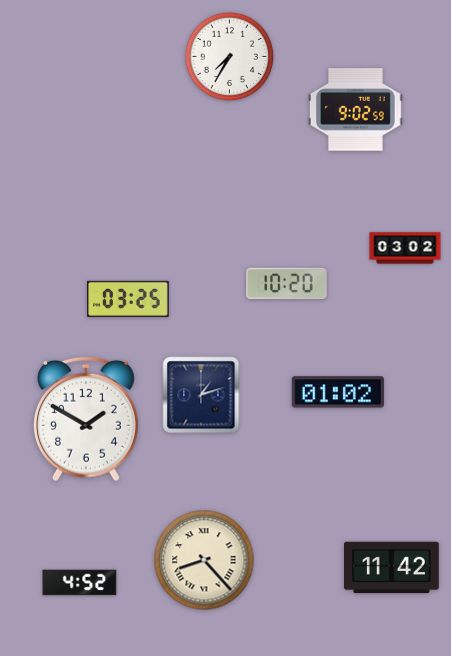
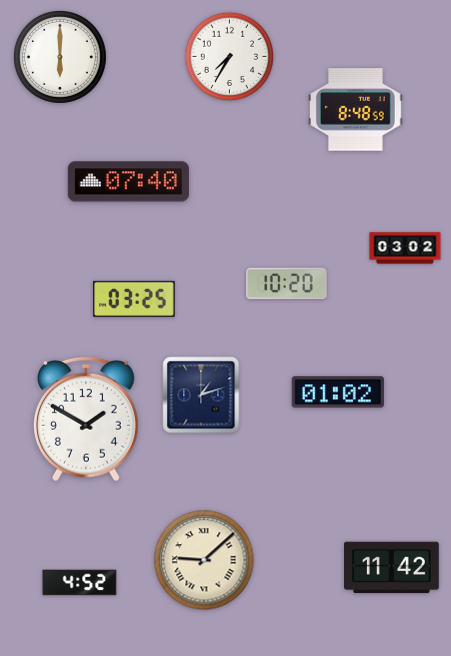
clock at (60, 57): none -> 6:00
clock at (356, 110): 9:02 -> 8:48
clock at (128, 182): none -> 07:40
clock at (128, 299) position: (128, 299) -> (134, 299)
clock at (204, 560): 8:23 -> 9:08
